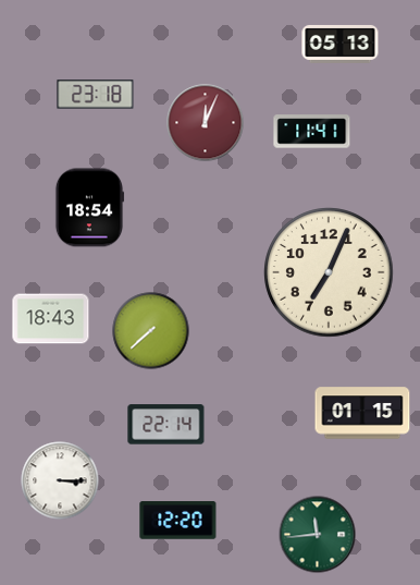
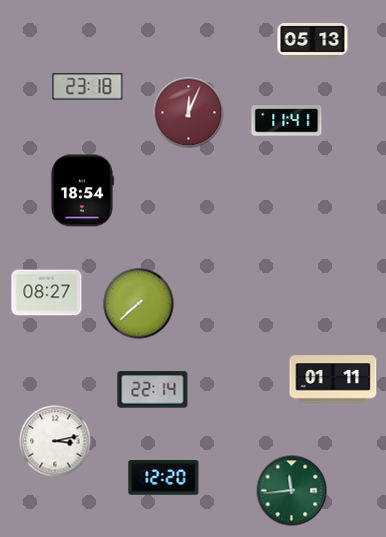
clock at (329, 272): 7:04 -> none
clock at (51, 319): 18:43 -> 08:27
clock at (362, 413): 01:15 -> 01:11
clock at (60, 480): 3:15 -> 3:13
